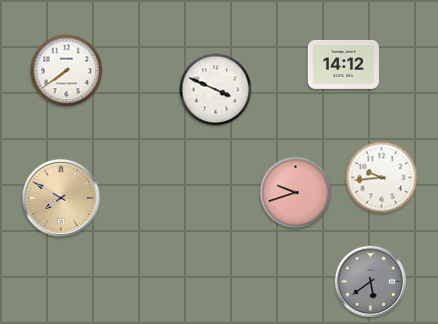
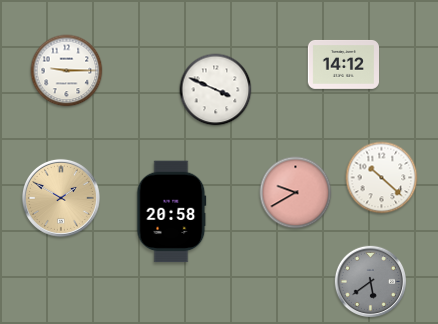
clock at (67, 71): 7:39 -> 9:15
clock at (382, 178): 9:44 -> 10:22
clock at (296, 193): 9:42 -> 9:40
clock at (61, 198): 7:50 -> 1:50
clock at (172, 212): none -> 20:58
